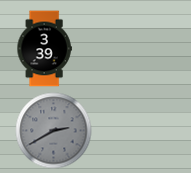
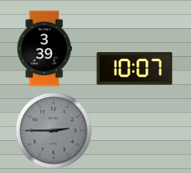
clock at (135, 69): none -> 10:07
clock at (54, 131): 2:40 -> 2:45
